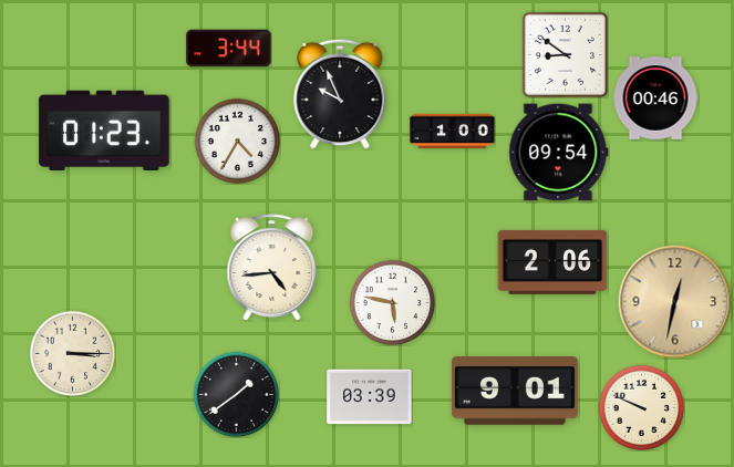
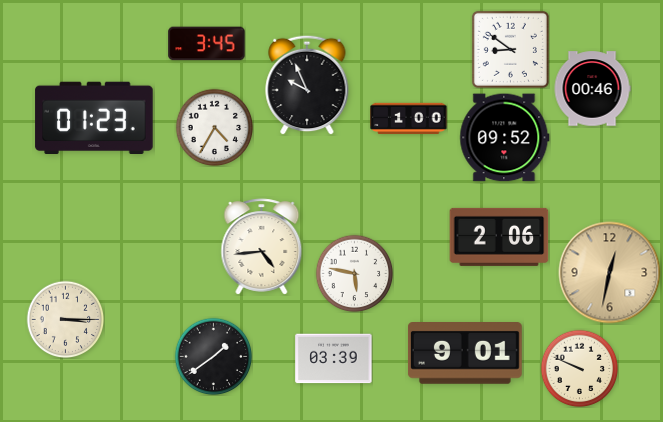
clock at (229, 49): 3:44 -> 3:45
clock at (559, 153): 09:54 -> 09:52
clock at (272, 268) position: (272, 268) -> (262, 247)
